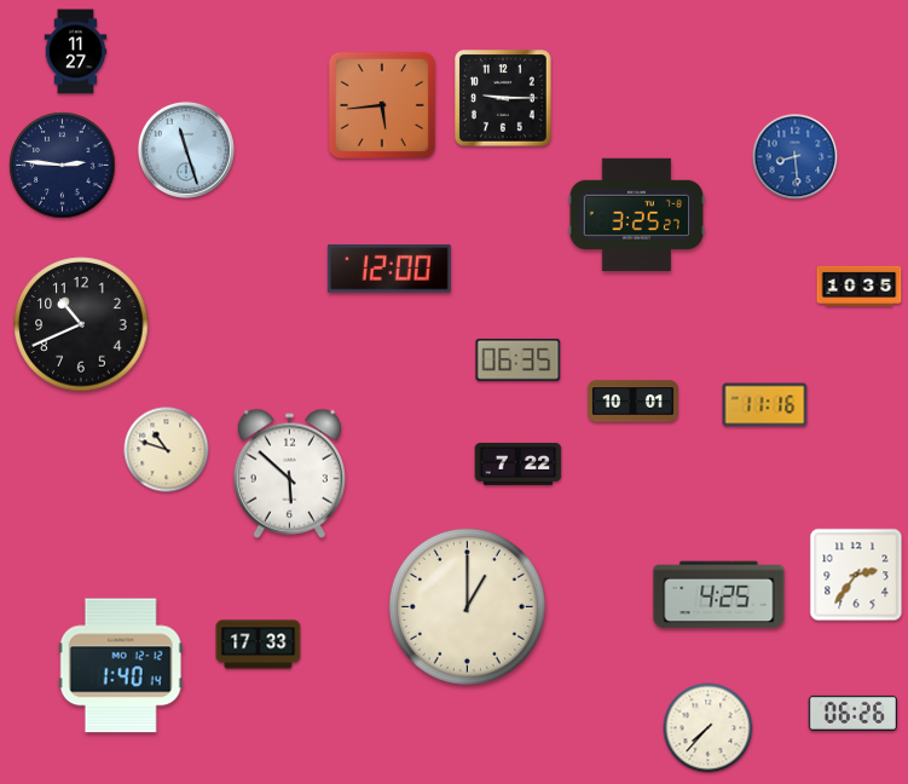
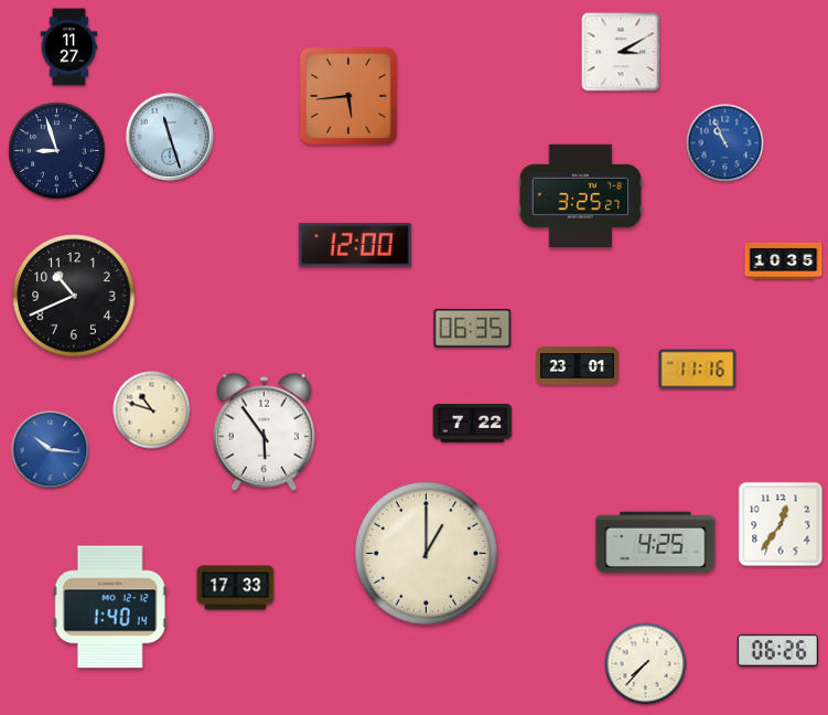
clock at (621, 52): none -> 3:10
clock at (504, 99): 9:15 -> none
clock at (796, 157): 8:29 -> 10:56
clock at (63, 166): 2:46 -> 8:57
clock at (632, 402): 10:01 -> 23:01
clock at (289, 473): 5:52 -> 5:54
clock at (51, 450): none -> 10:16
clock at (856, 575): 2:36 -> 12:36
